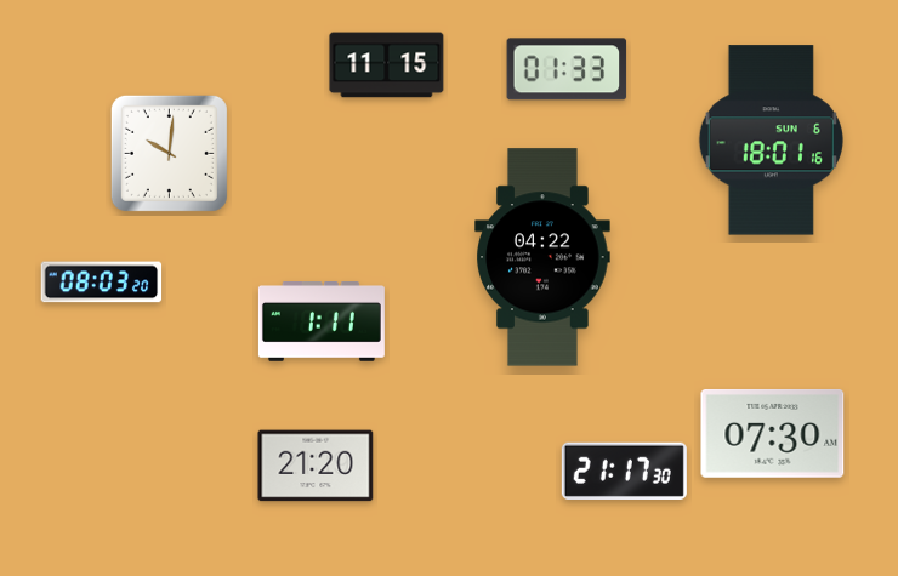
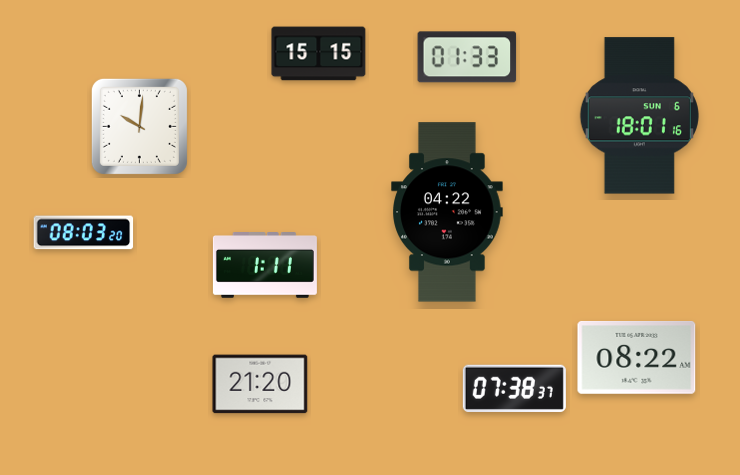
clock at (387, 65): 11:15 -> 15:15
clock at (771, 141) position: (771, 141) -> (639, 116)
clock at (773, 434): 07:30 -> 08:22
clock at (624, 471): 21:17 -> 07:38
